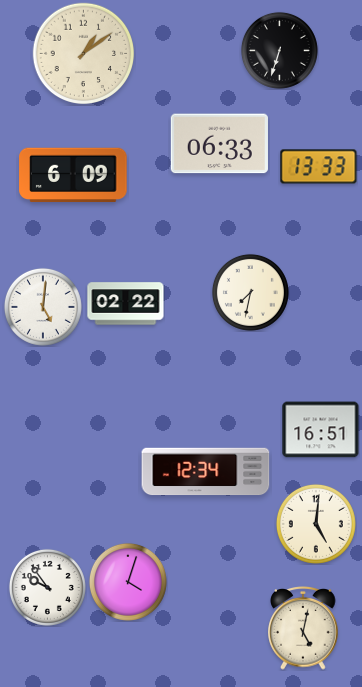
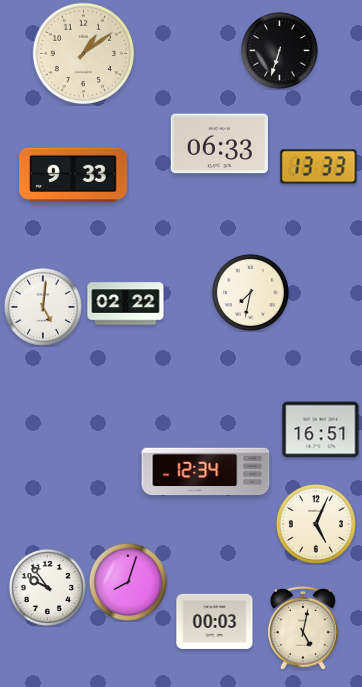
clock at (73, 175): 6:09 -> 9:33
clock at (316, 524): 5:01 -> 5:04
clock at (128, 582): 4:03 -> 8:03
clock at (215, 621): none -> 00:03
